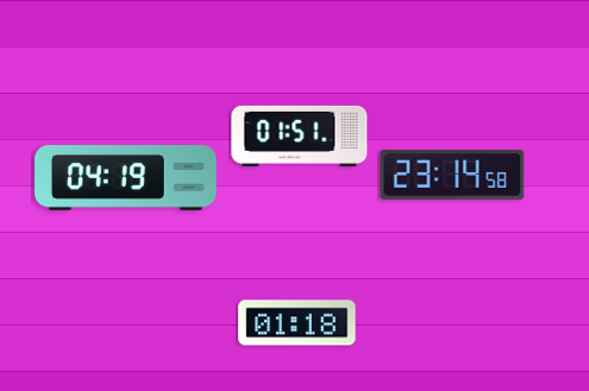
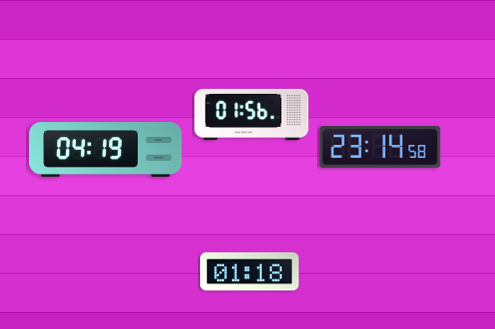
clock at (300, 135): 01:51 -> 01:56
